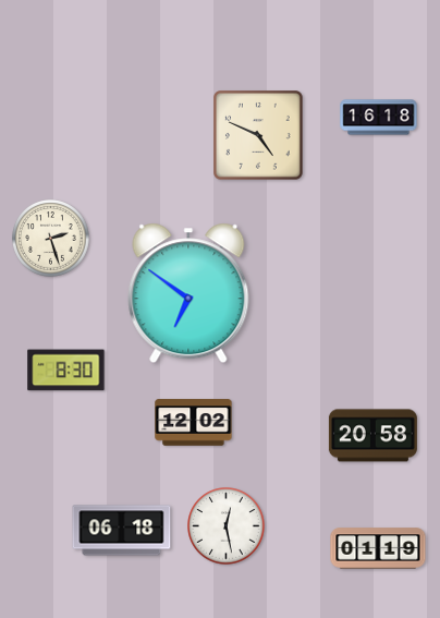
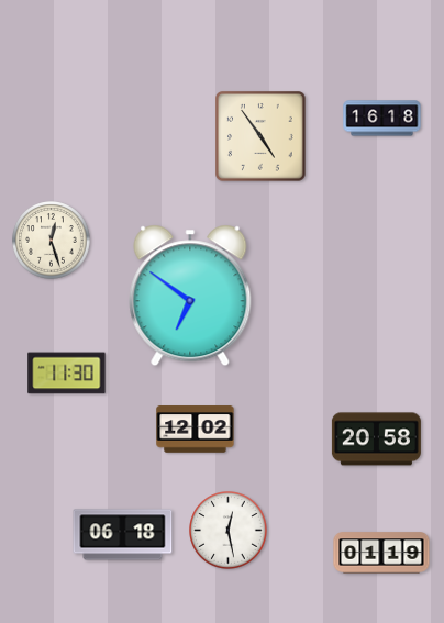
clock at (259, 136): 4:49 -> 4:54
clock at (51, 239): 2:27 -> 12:27
clock at (66, 371): 8:30 -> 11:30
clock at (194, 423) position: (194, 423) -> (196, 430)
